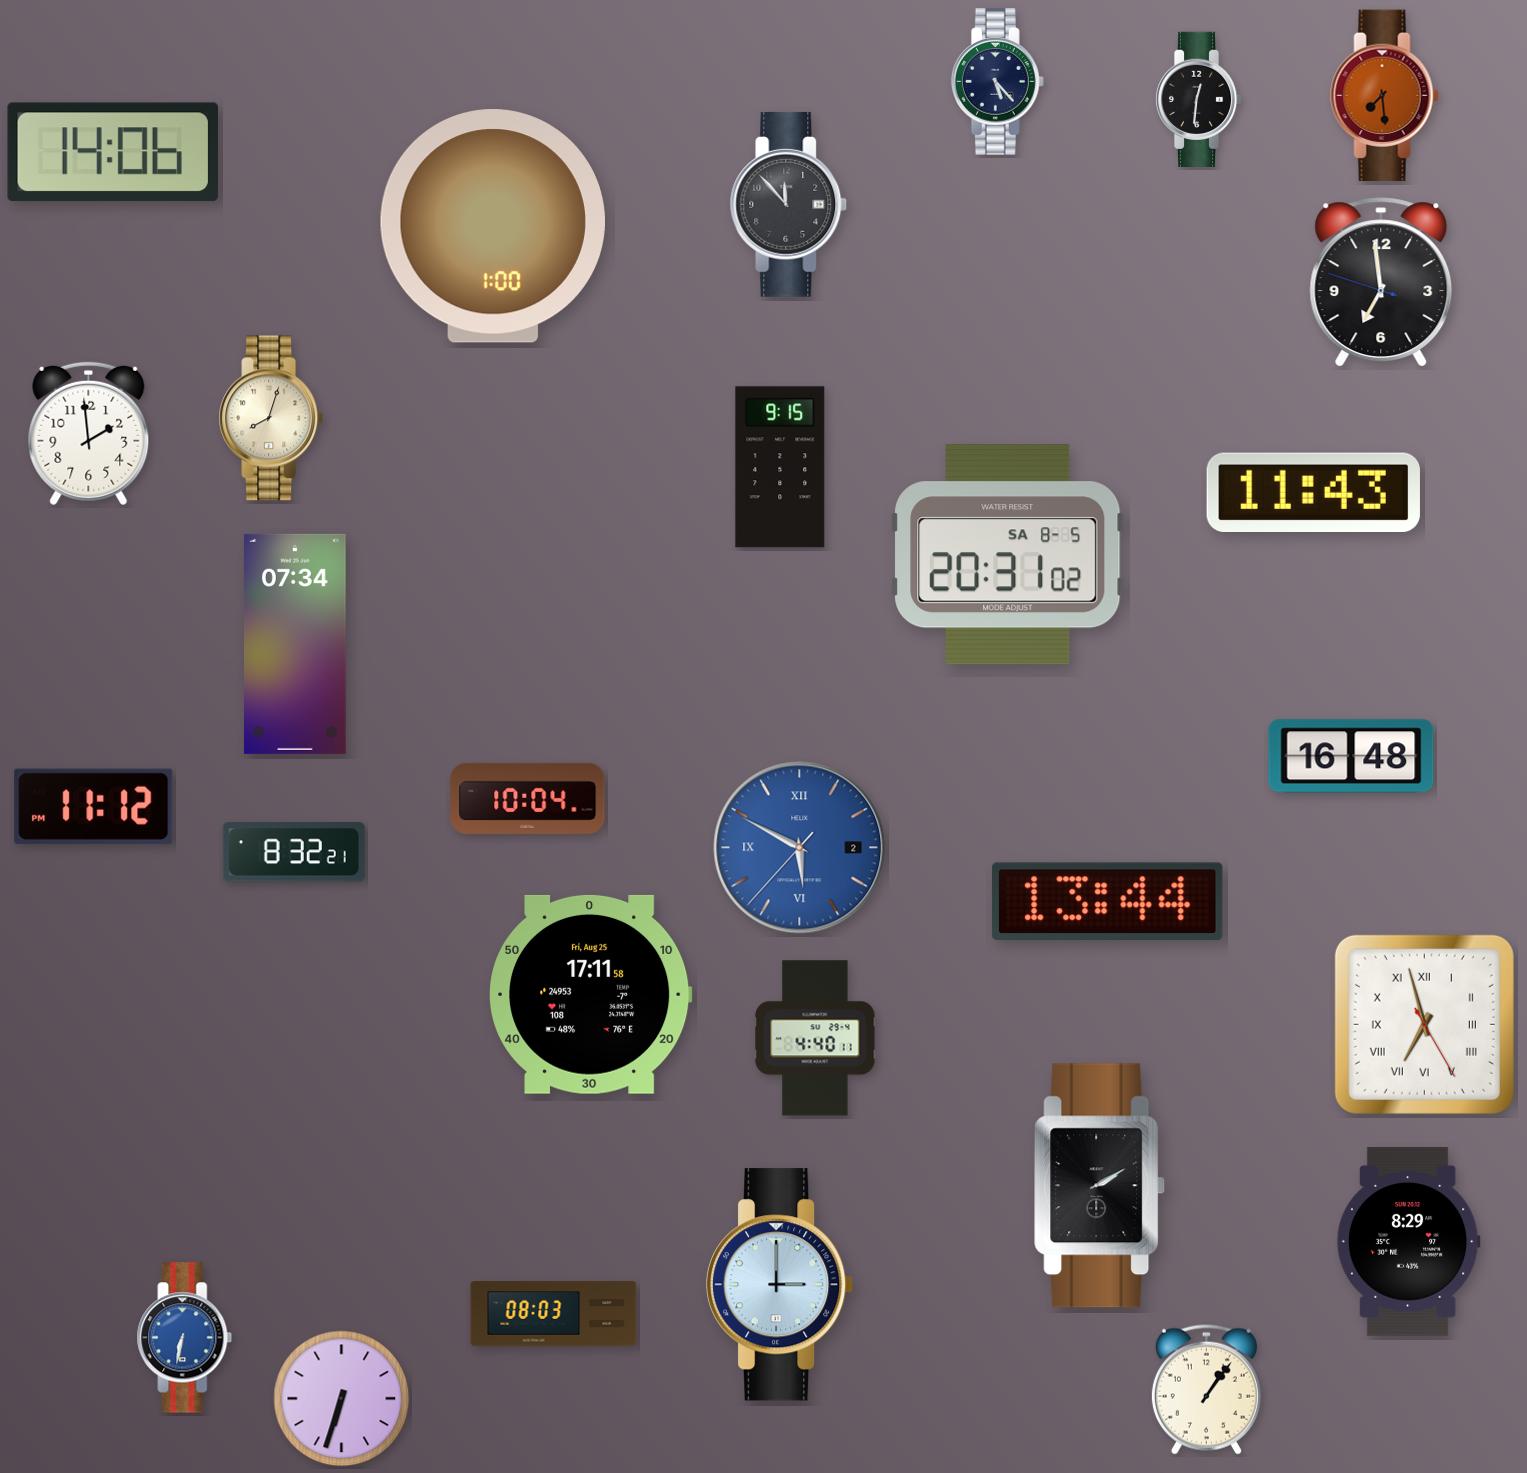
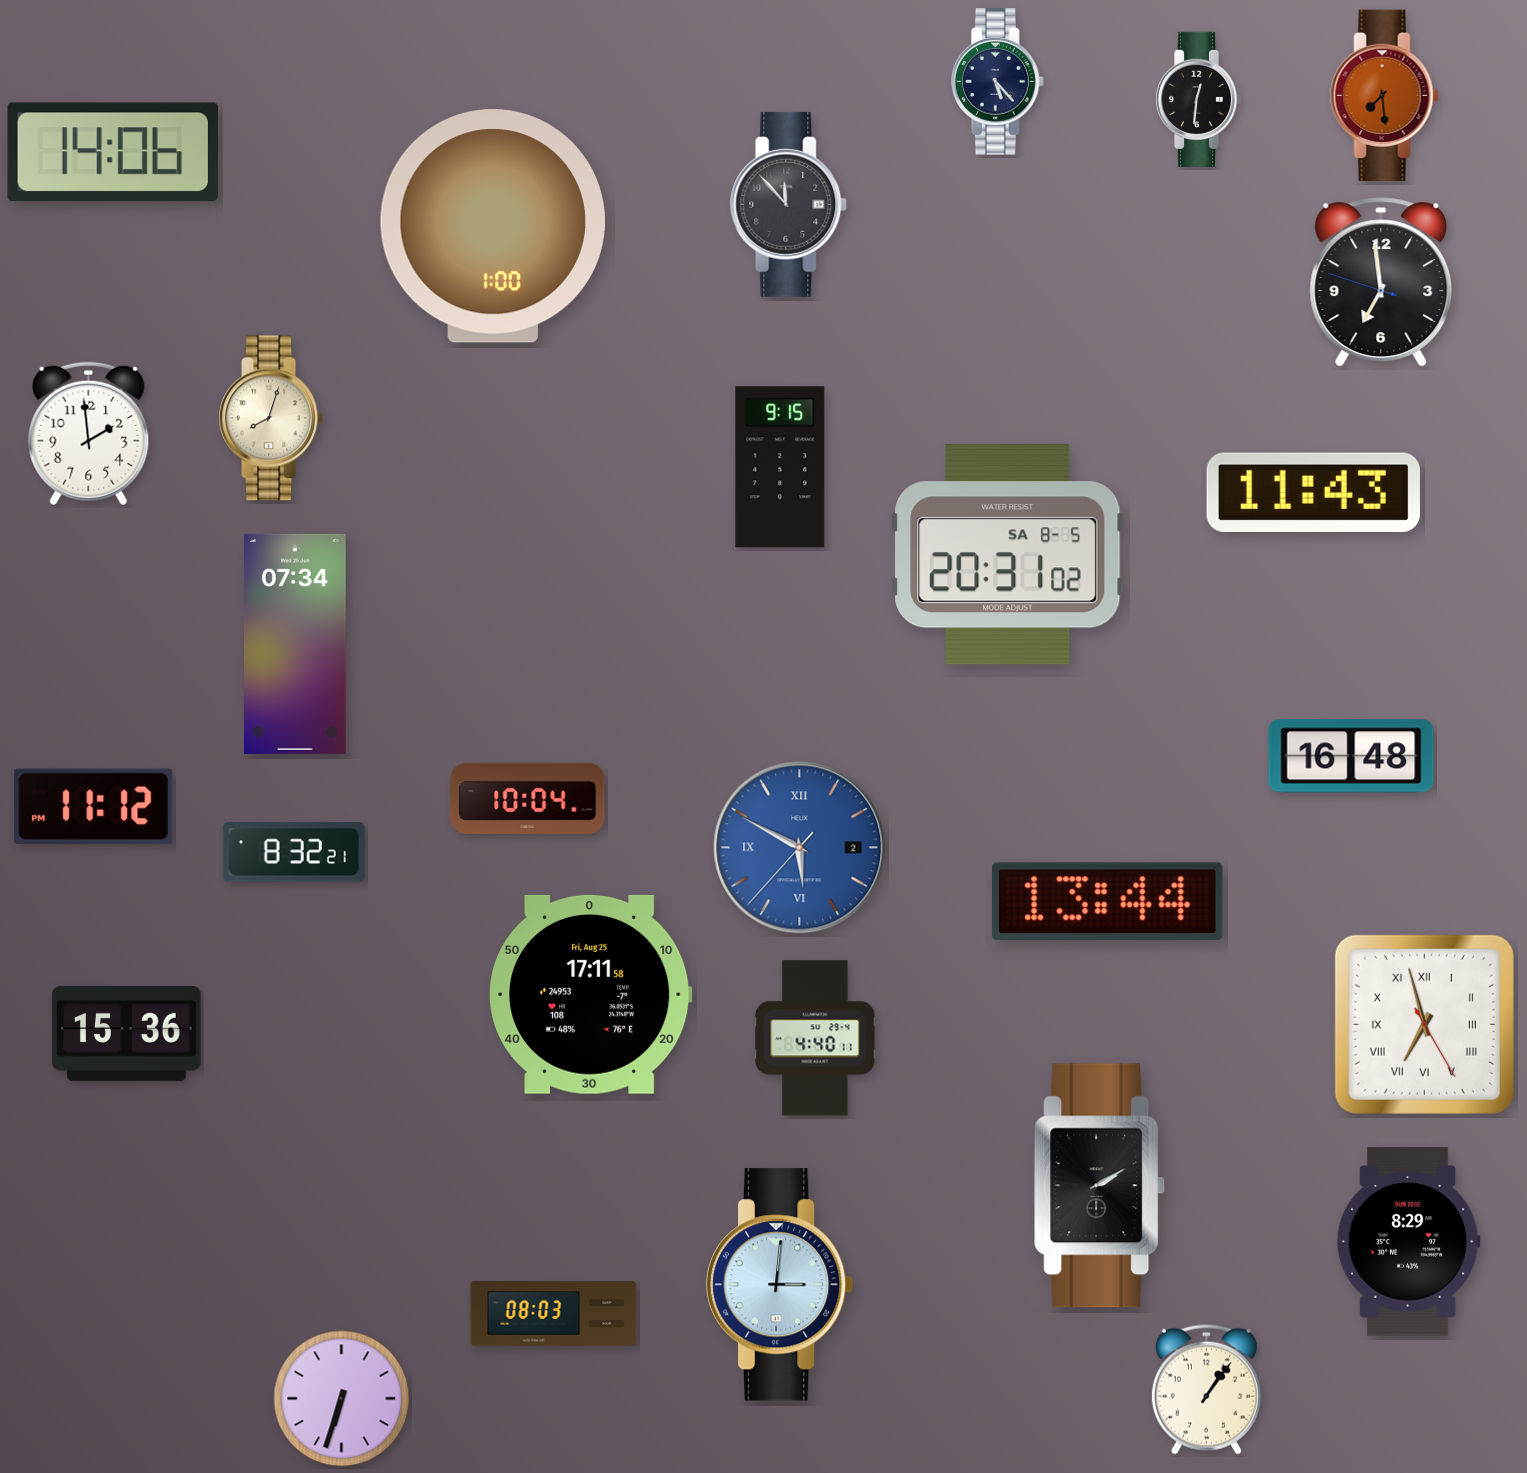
clock at (127, 1033): none -> 15:36
clock at (780, 1285): 3:00 -> 3:01
clock at (185, 1338): 6:32 -> none
